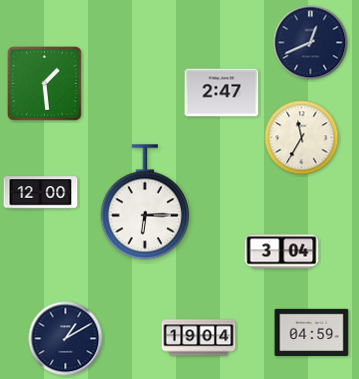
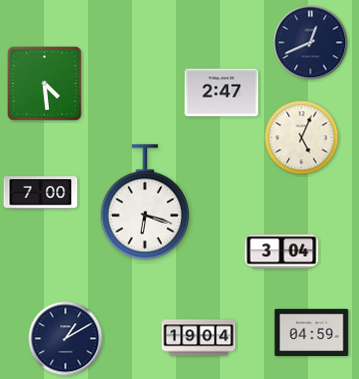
clock at (45, 84): 1:29 -> 4:29
clock at (302, 138): 11:35 -> 5:04
clock at (41, 193): 12:00 -> 7:00
clock at (144, 202): 6:15 -> 6:18
